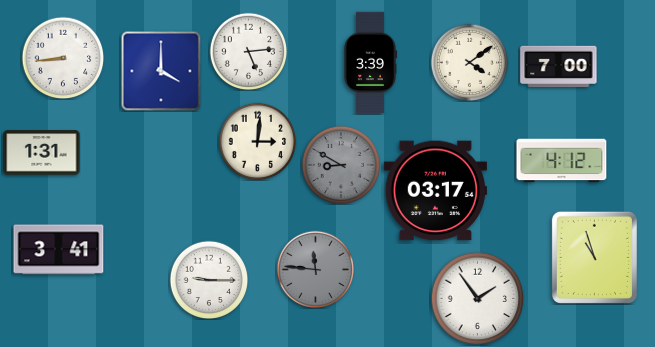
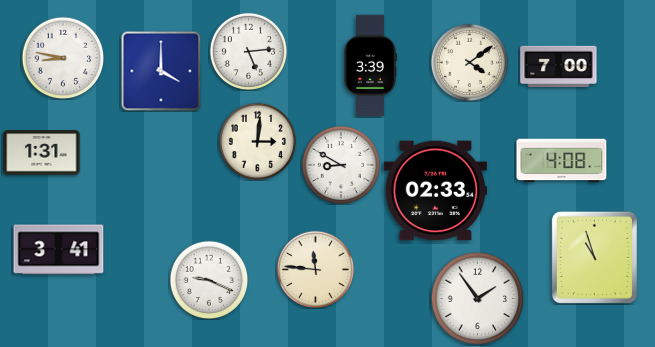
clock at (63, 58): 8:44 -> 8:47
clock at (370, 63) position: (370, 63) -> (370, 66)
clock at (562, 161): 4:12 -> 4:08
clock at (341, 165) dial: grey -> white
clock at (435, 191): 03:17 -> 02:33
clock at (315, 269) dial: grey -> cream
clock at (209, 280): 9:15 -> 9:19
